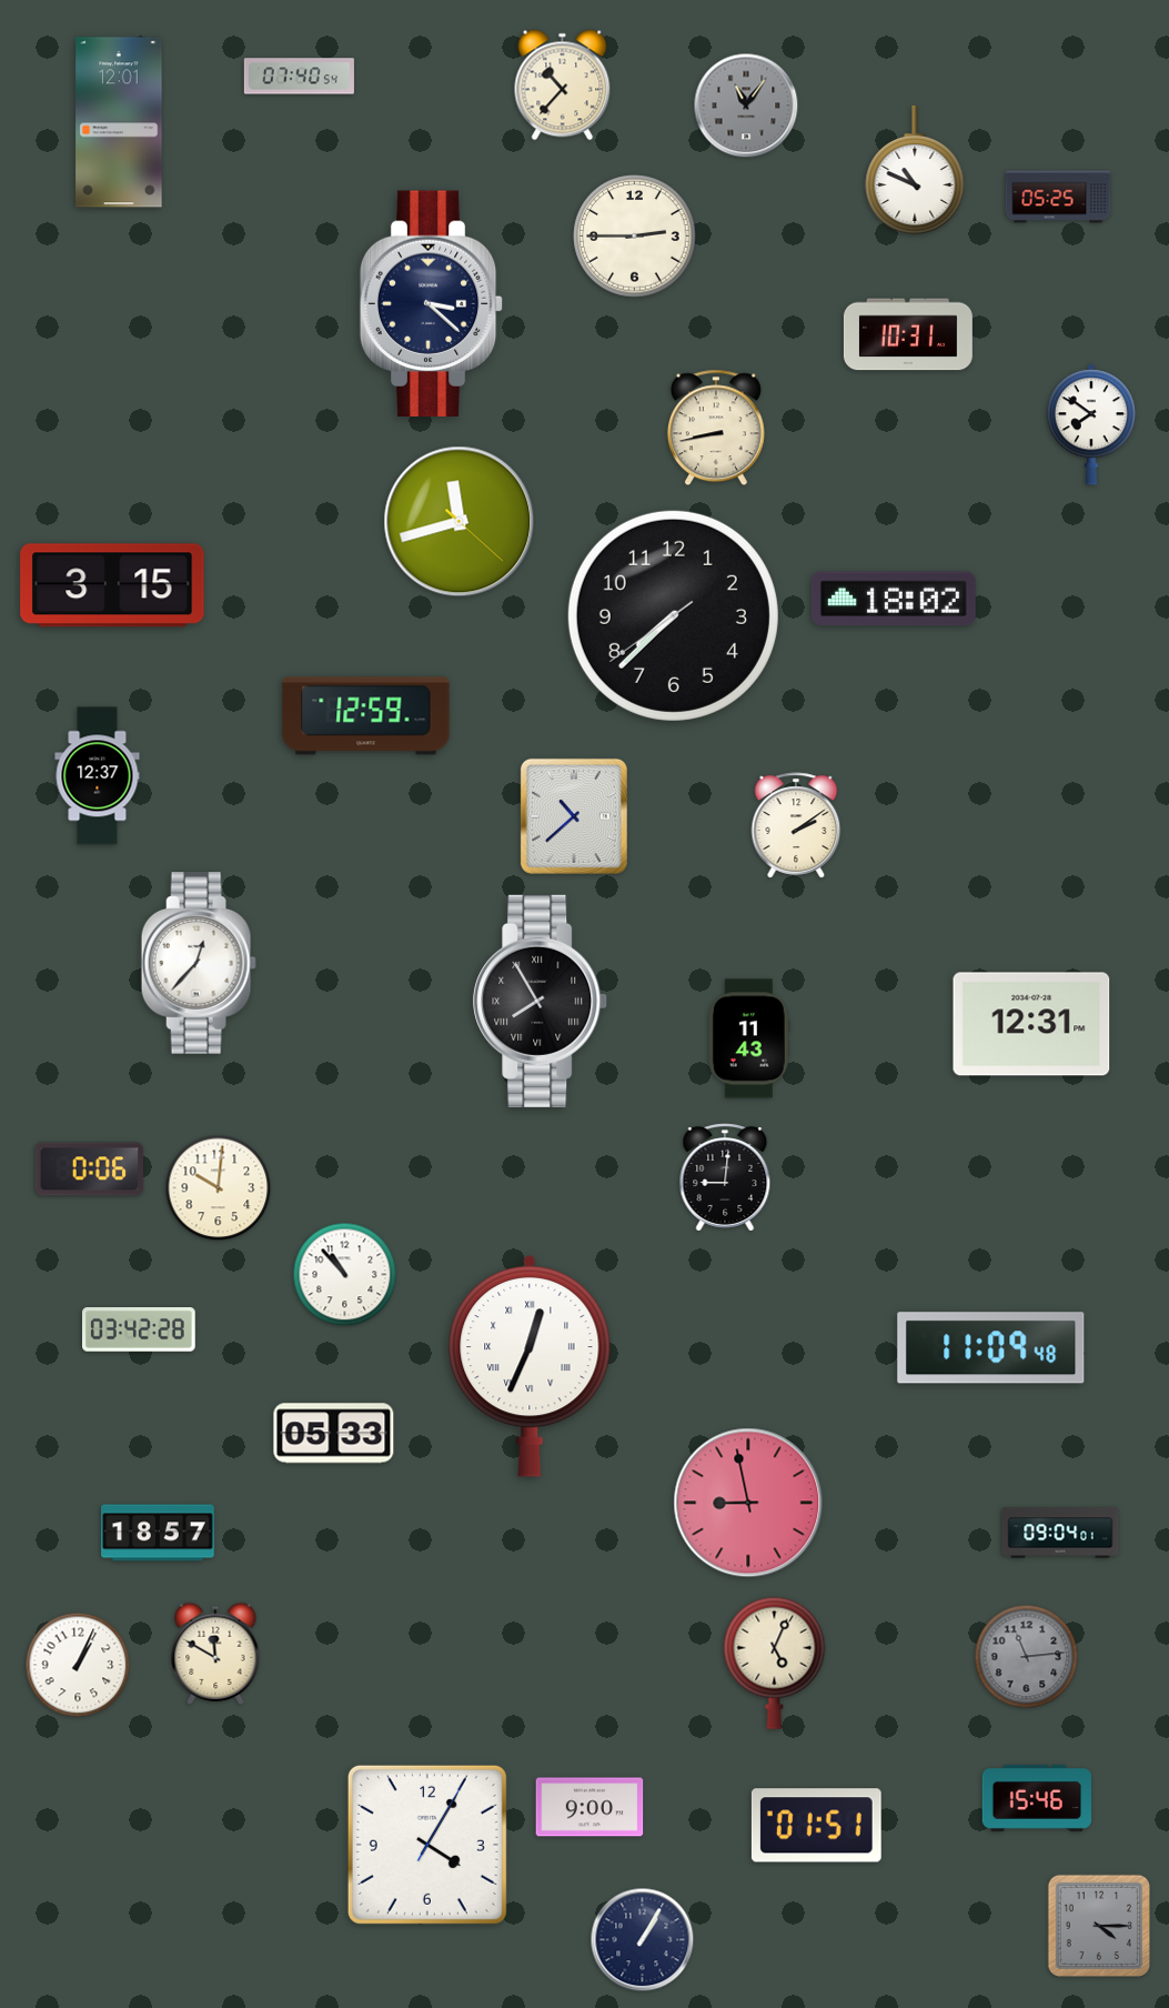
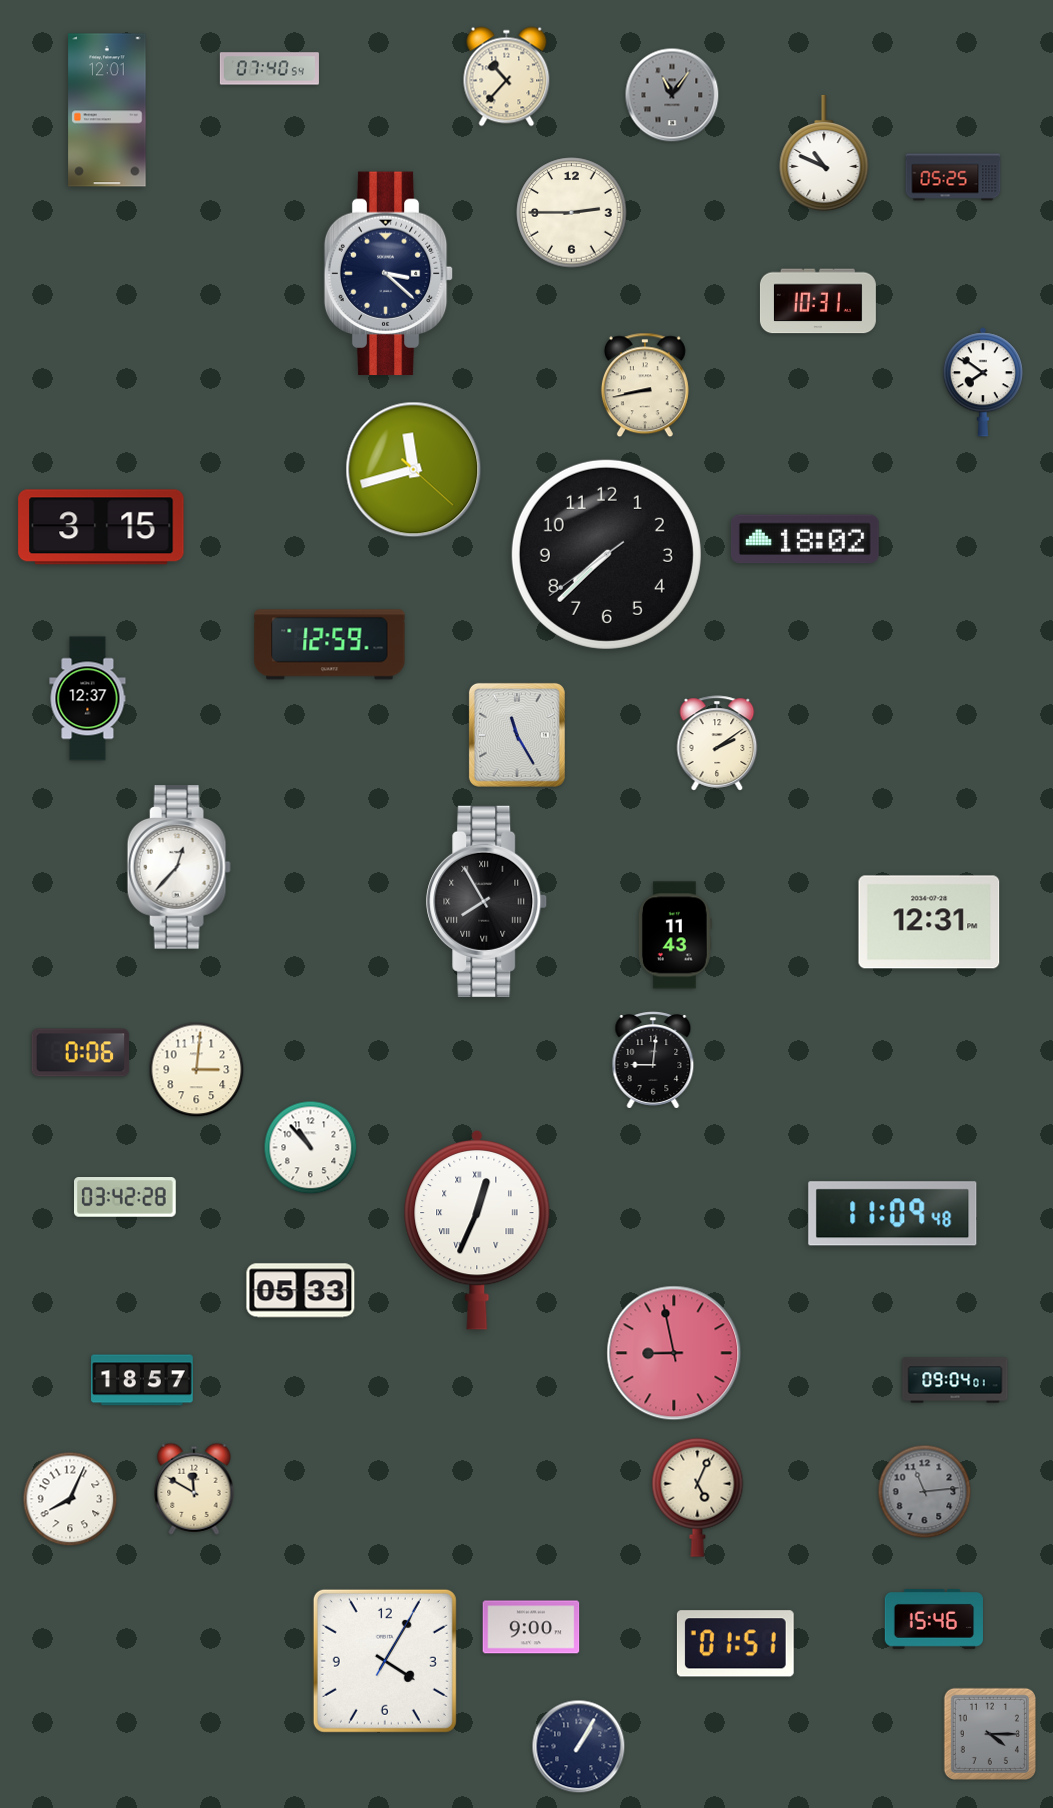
clock at (574, 816): 10:38 -> 11:25
clock at (219, 1188): 10:01 -> 3:01
clock at (78, 1665): 1:04 -> 8:04
